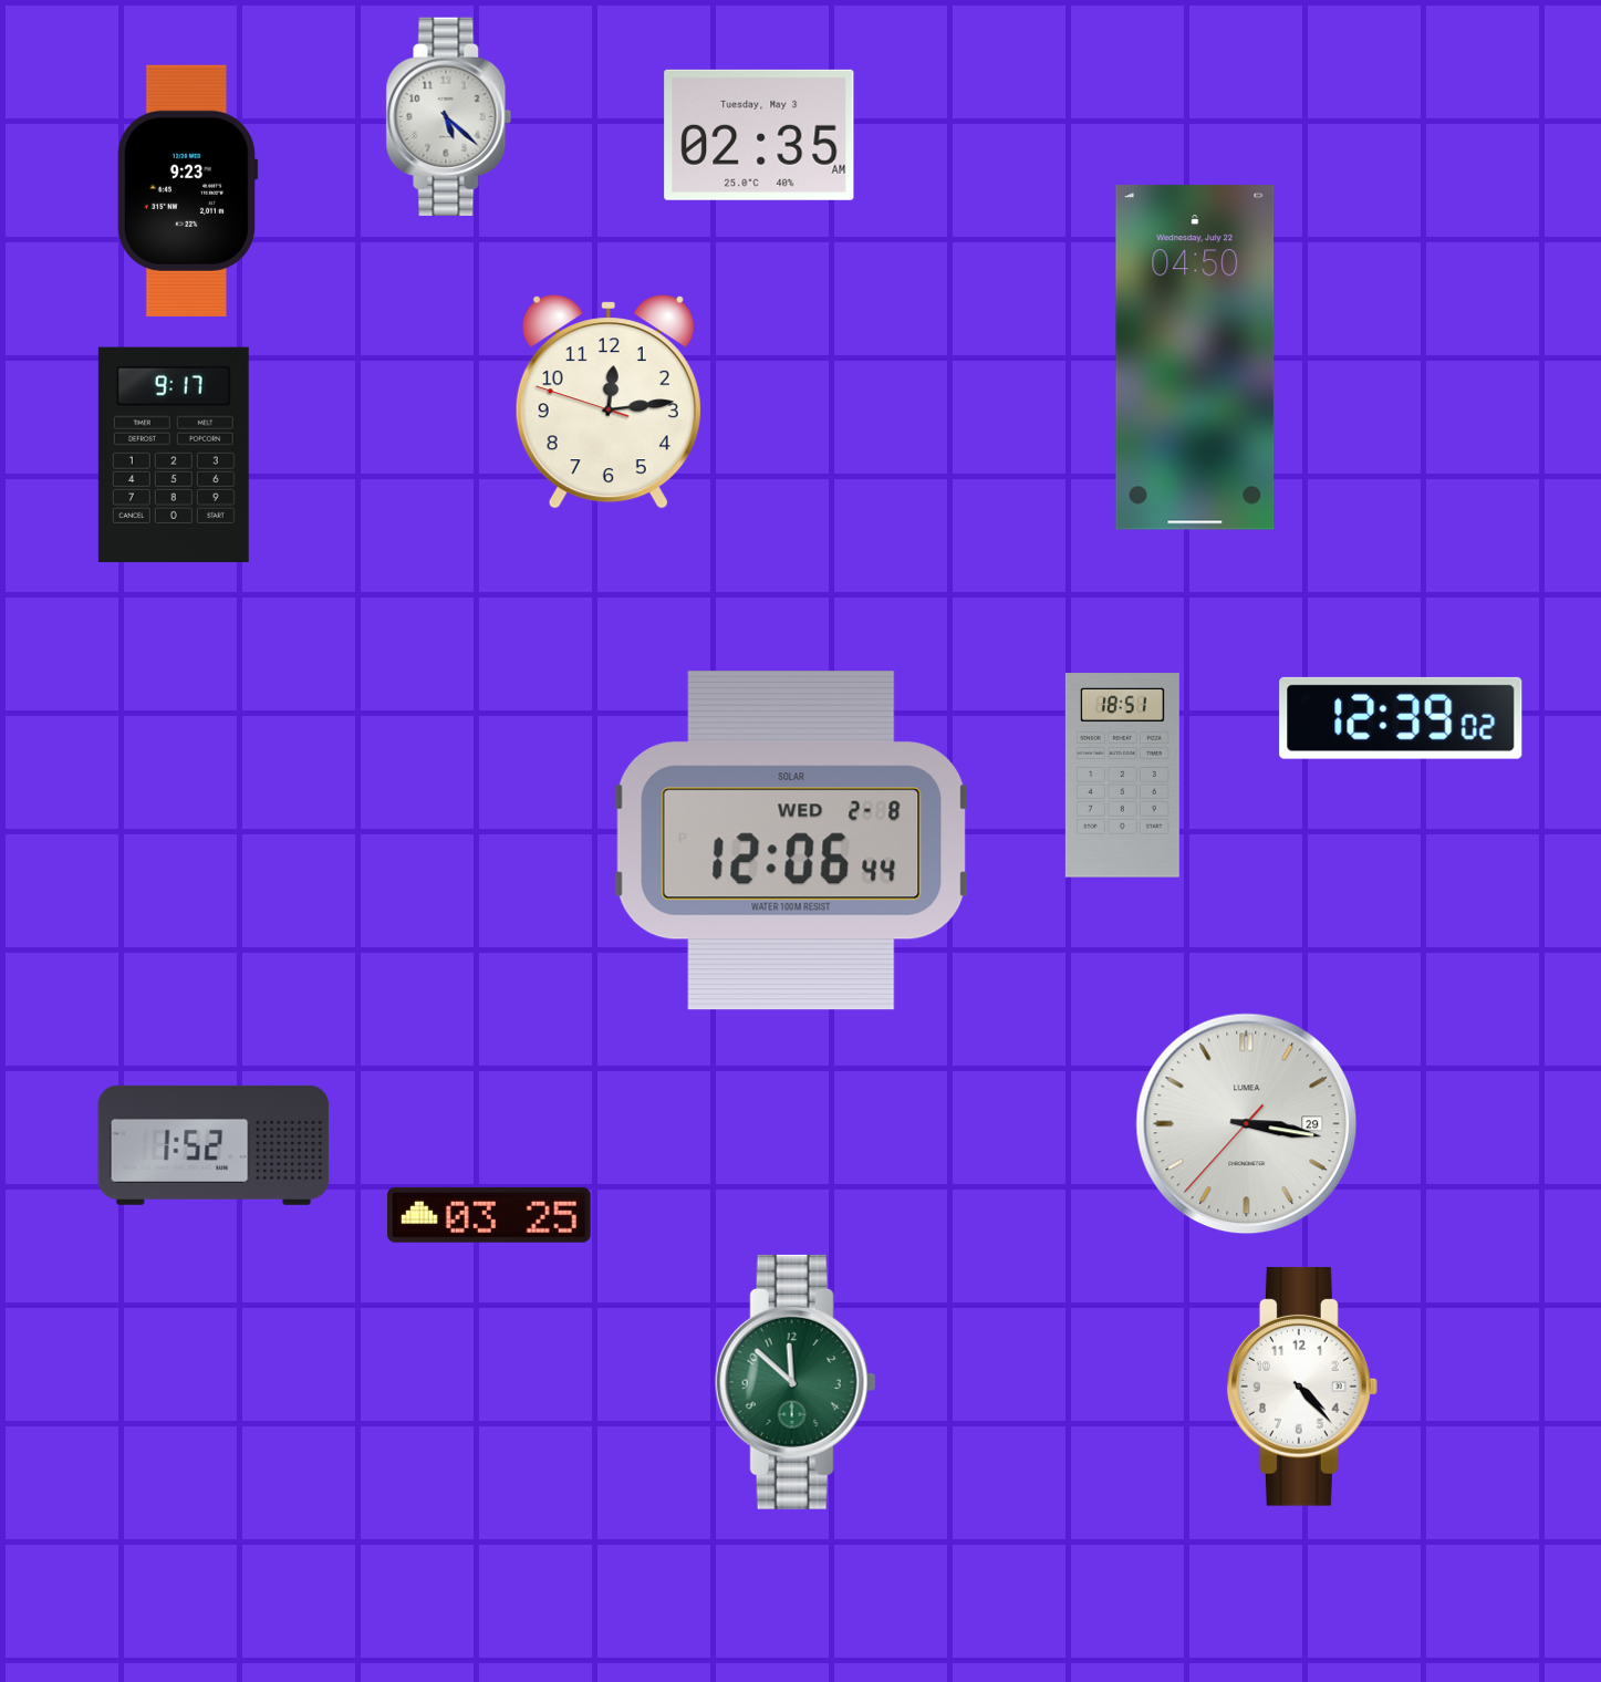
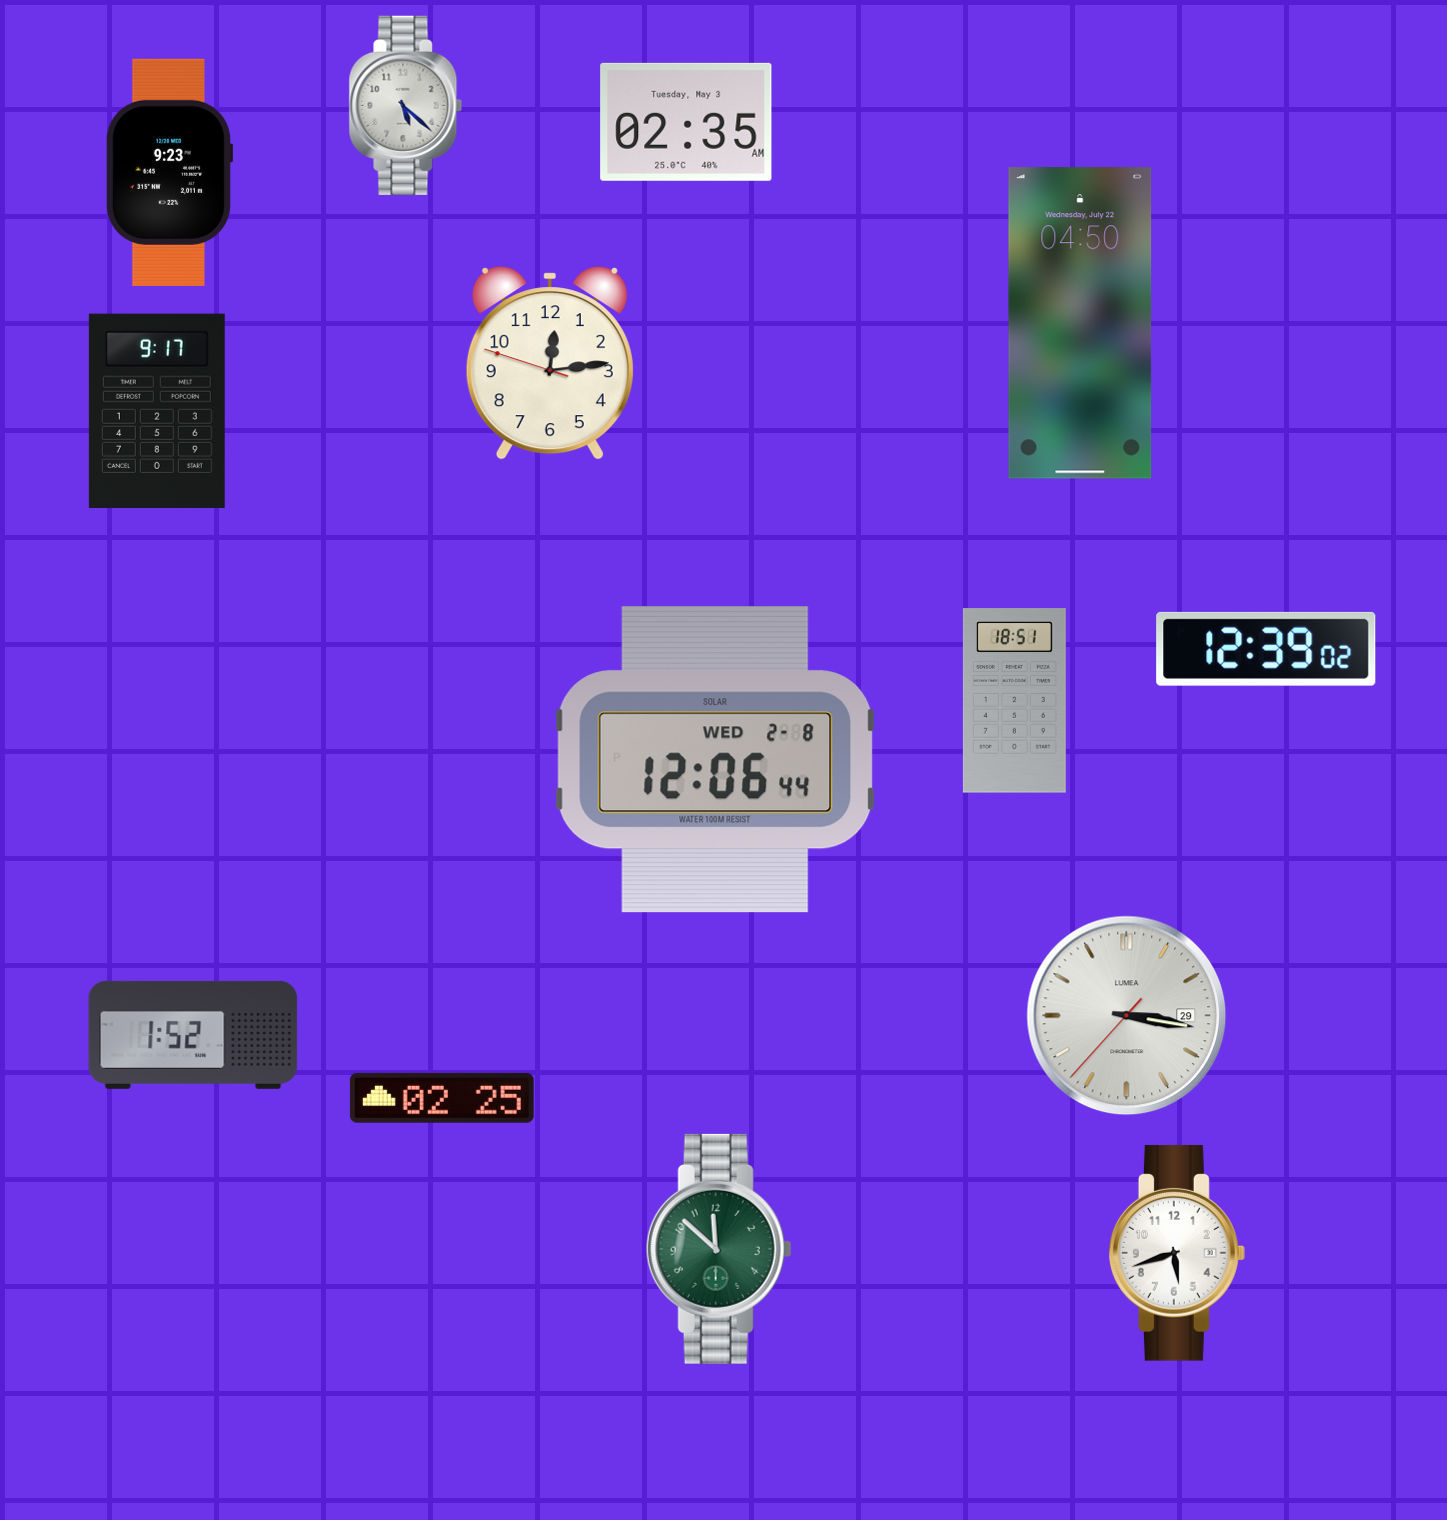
clock at (489, 1215): 03:25 -> 02:25
clock at (1302, 1387): 4:23 -> 5:42
